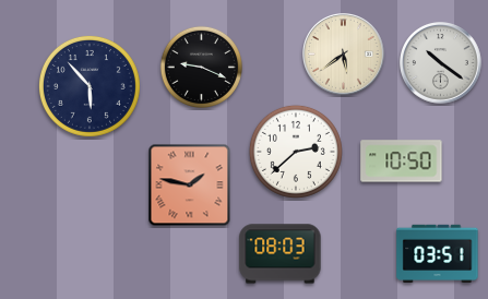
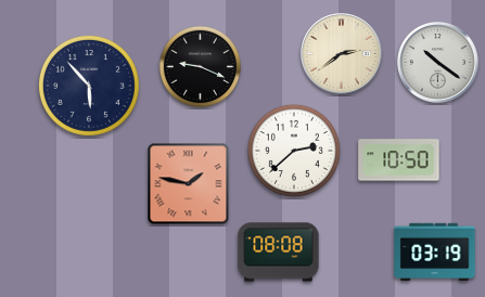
clock at (344, 55): 5:39 -> 2:39
clock at (438, 253): 03:51 -> 03:19
clock at (281, 254): 08:03 -> 08:08
